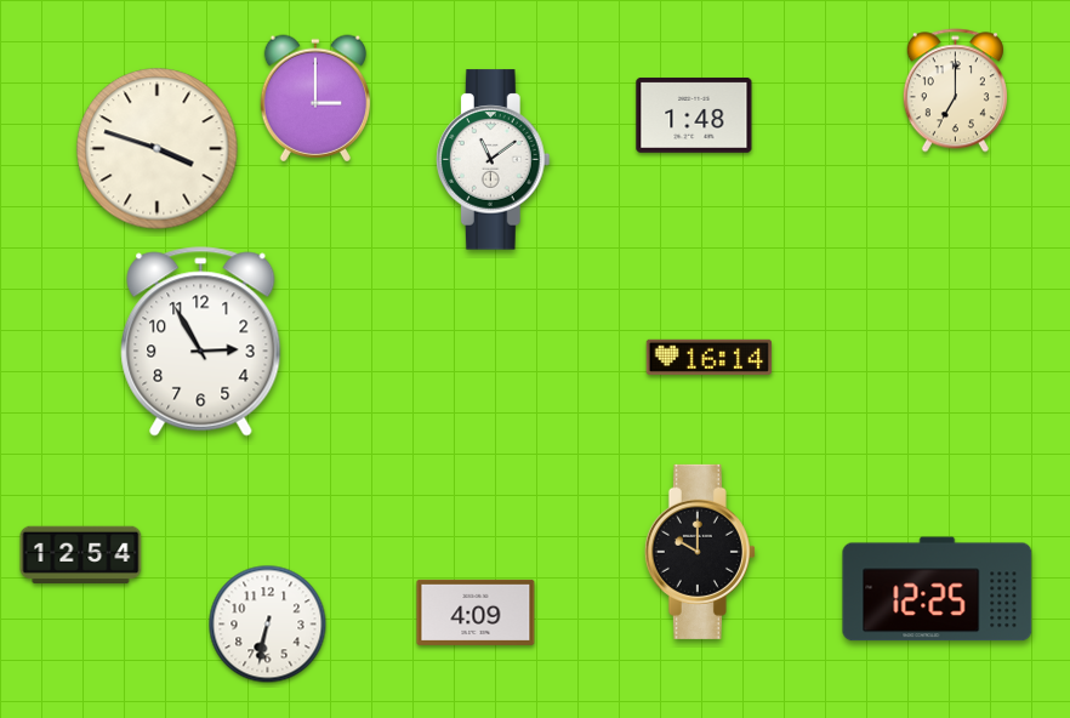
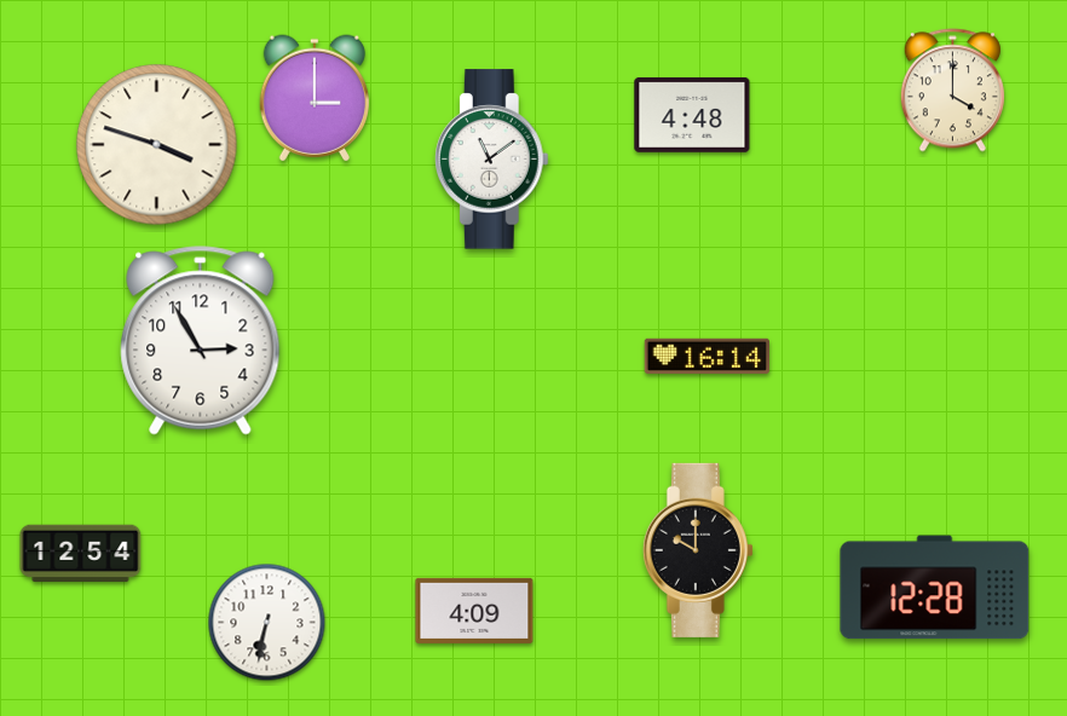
clock at (955, 91): 7:00 -> 4:00
clock at (694, 115): 1:48 -> 4:48
clock at (158, 149) position: (158, 149) -> (157, 145)
clock at (938, 589): 12:25 -> 12:28
